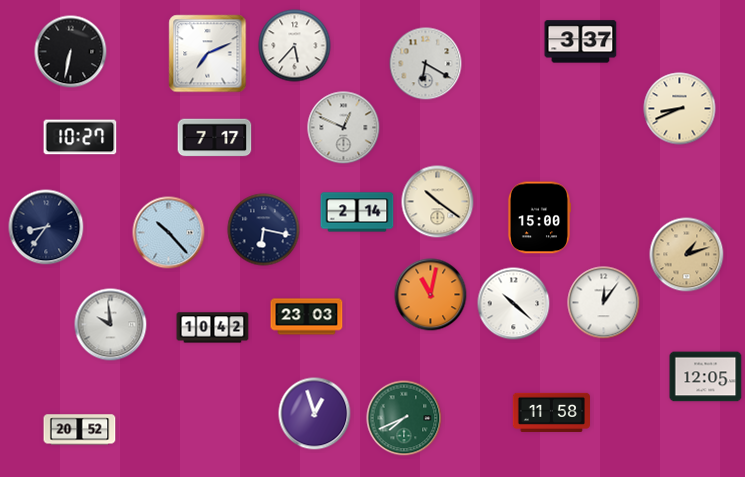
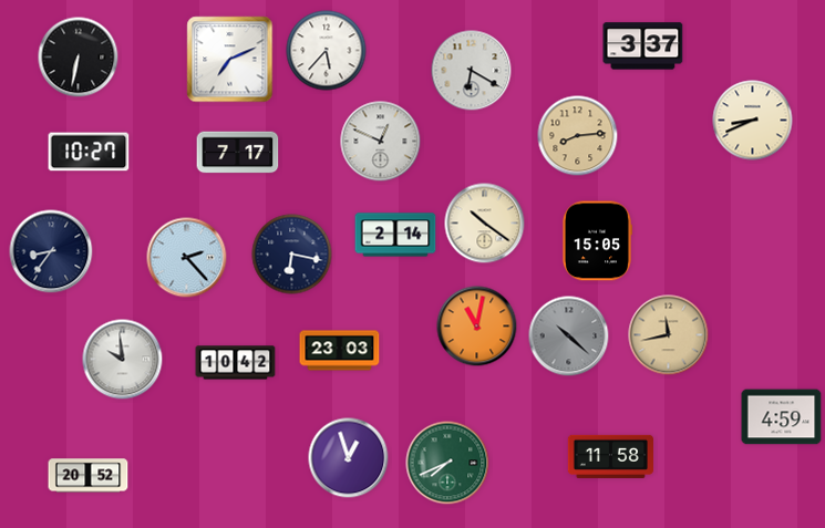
clock at (578, 136): none -> 8:14
clock at (539, 218): 15:00 -> 15:05
clock at (169, 233): 10:23 -> 2:23
clock at (687, 255): 1:12 -> none
clock at (604, 303): 12:06 -> 11:43
clock at (604, 303) dial: white -> champagne
clock at (514, 304) dial: white -> grey
clock at (706, 377): 12:05 -> 4:59
